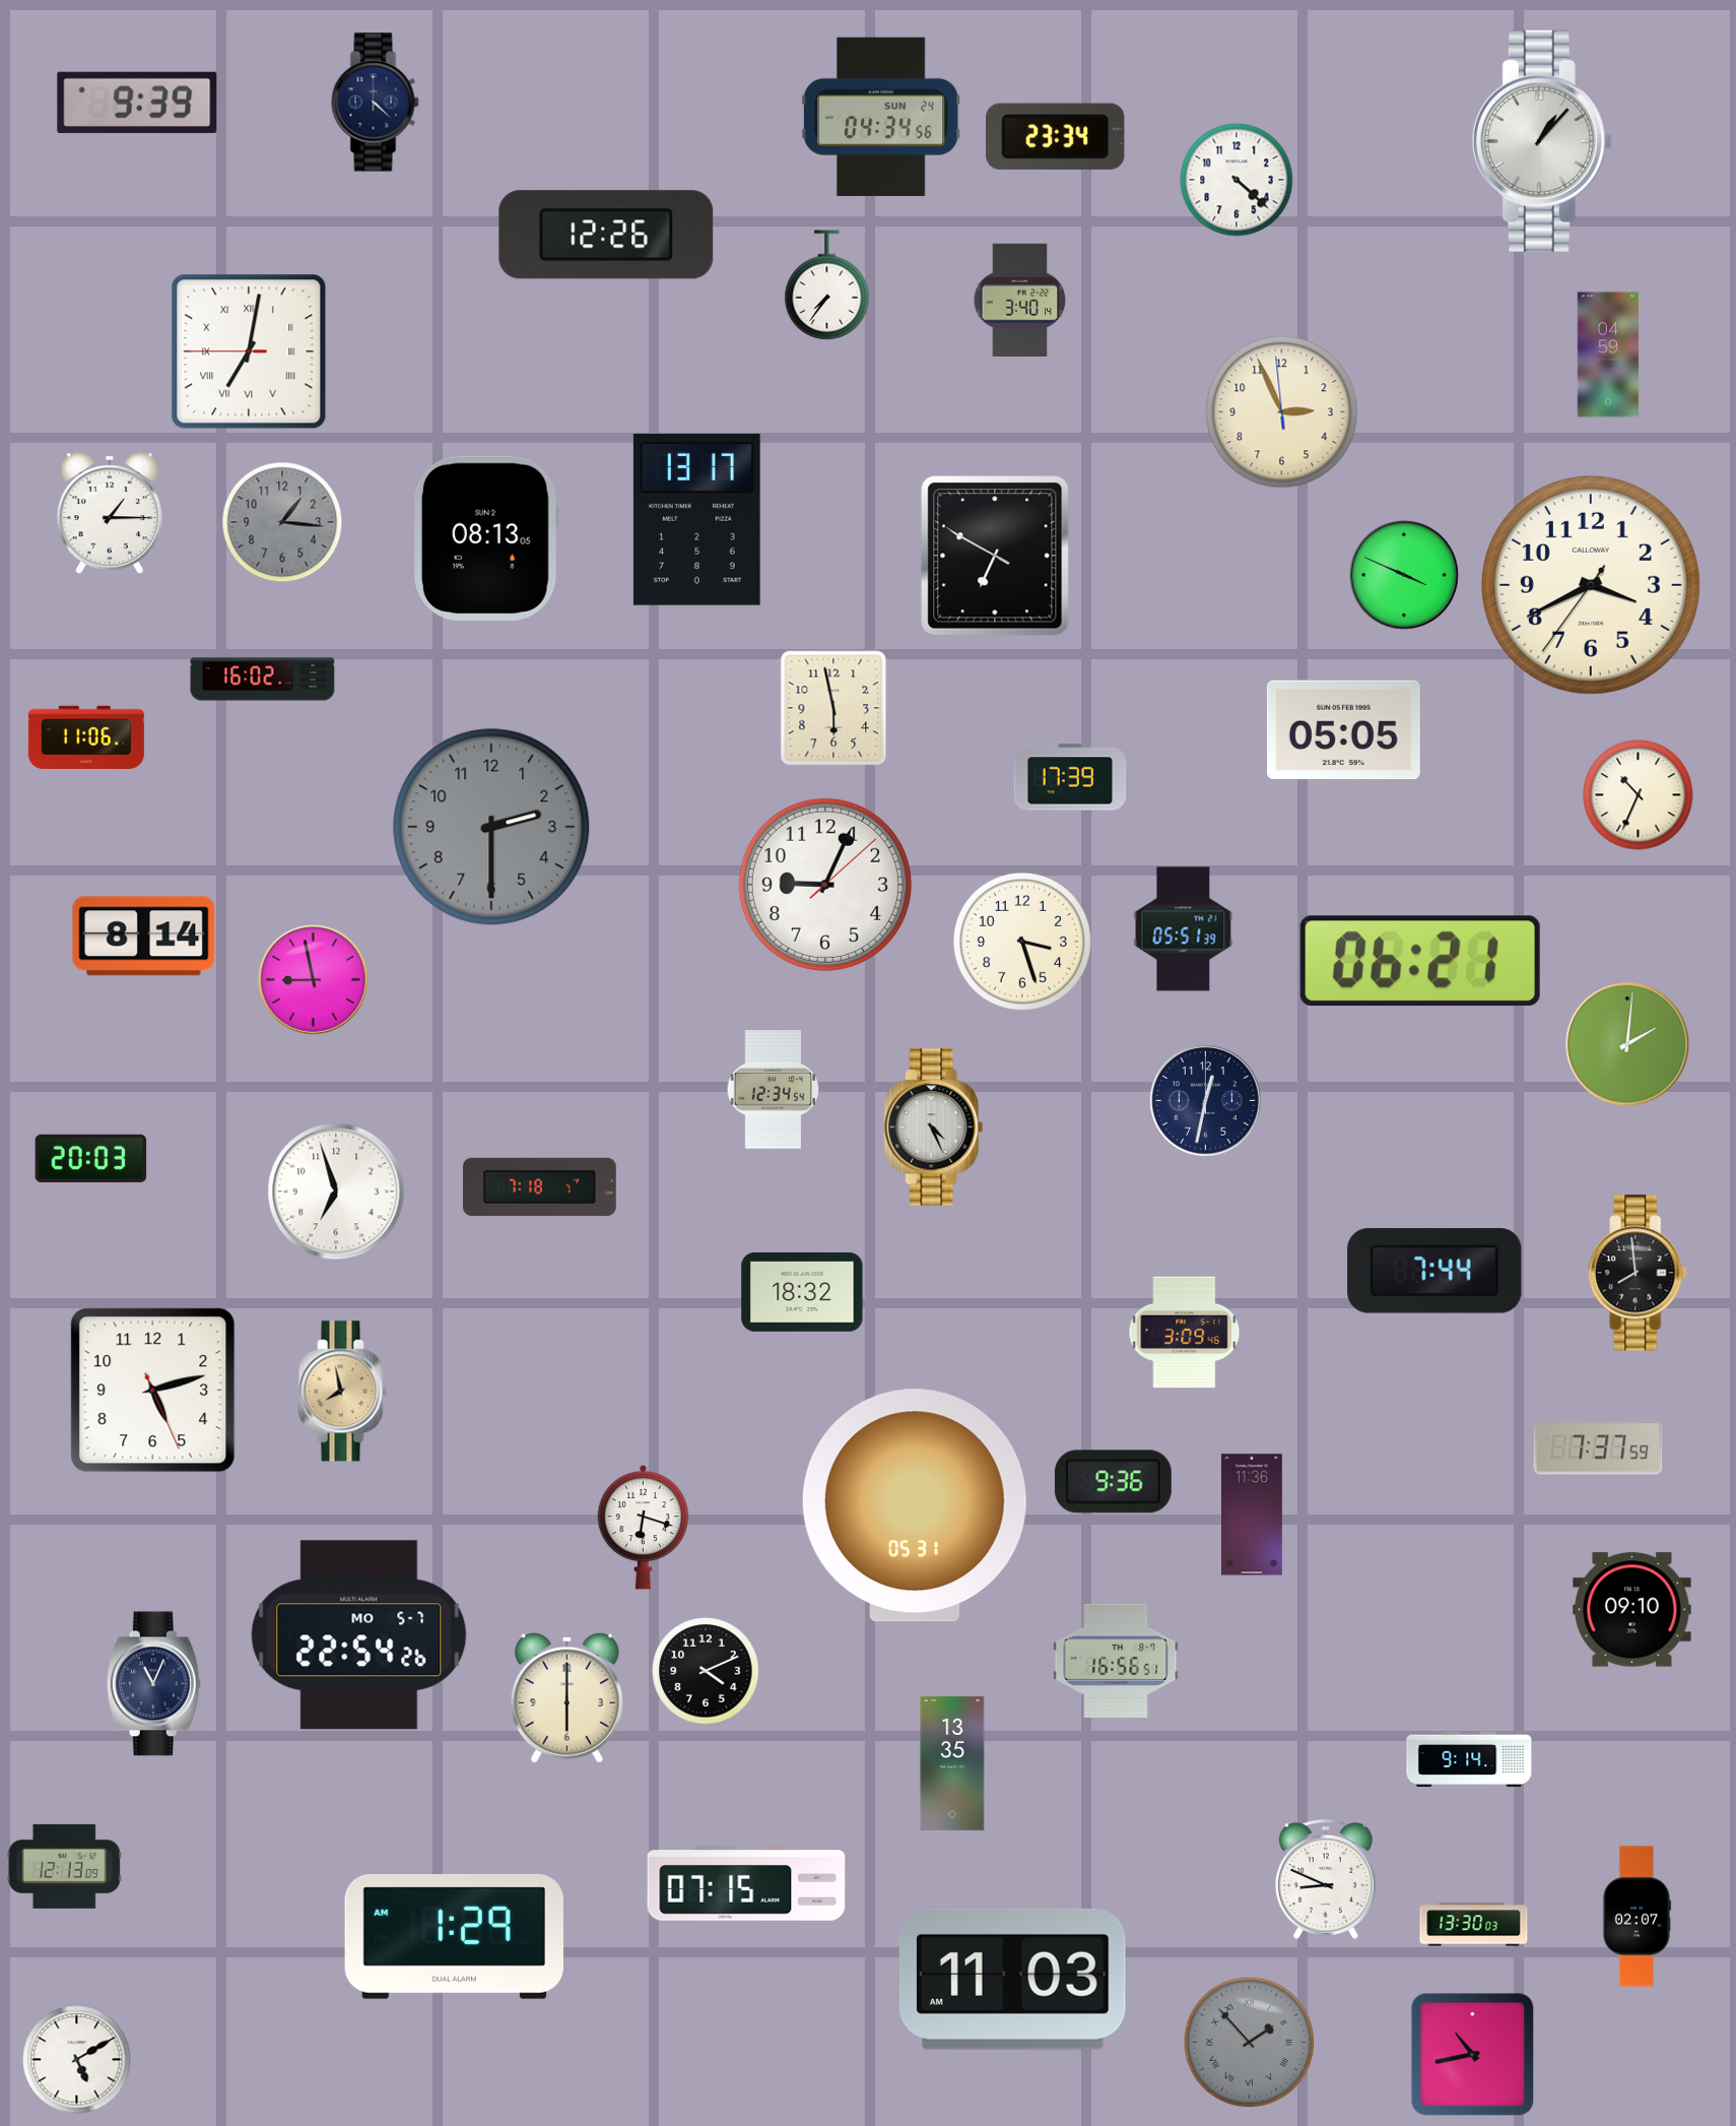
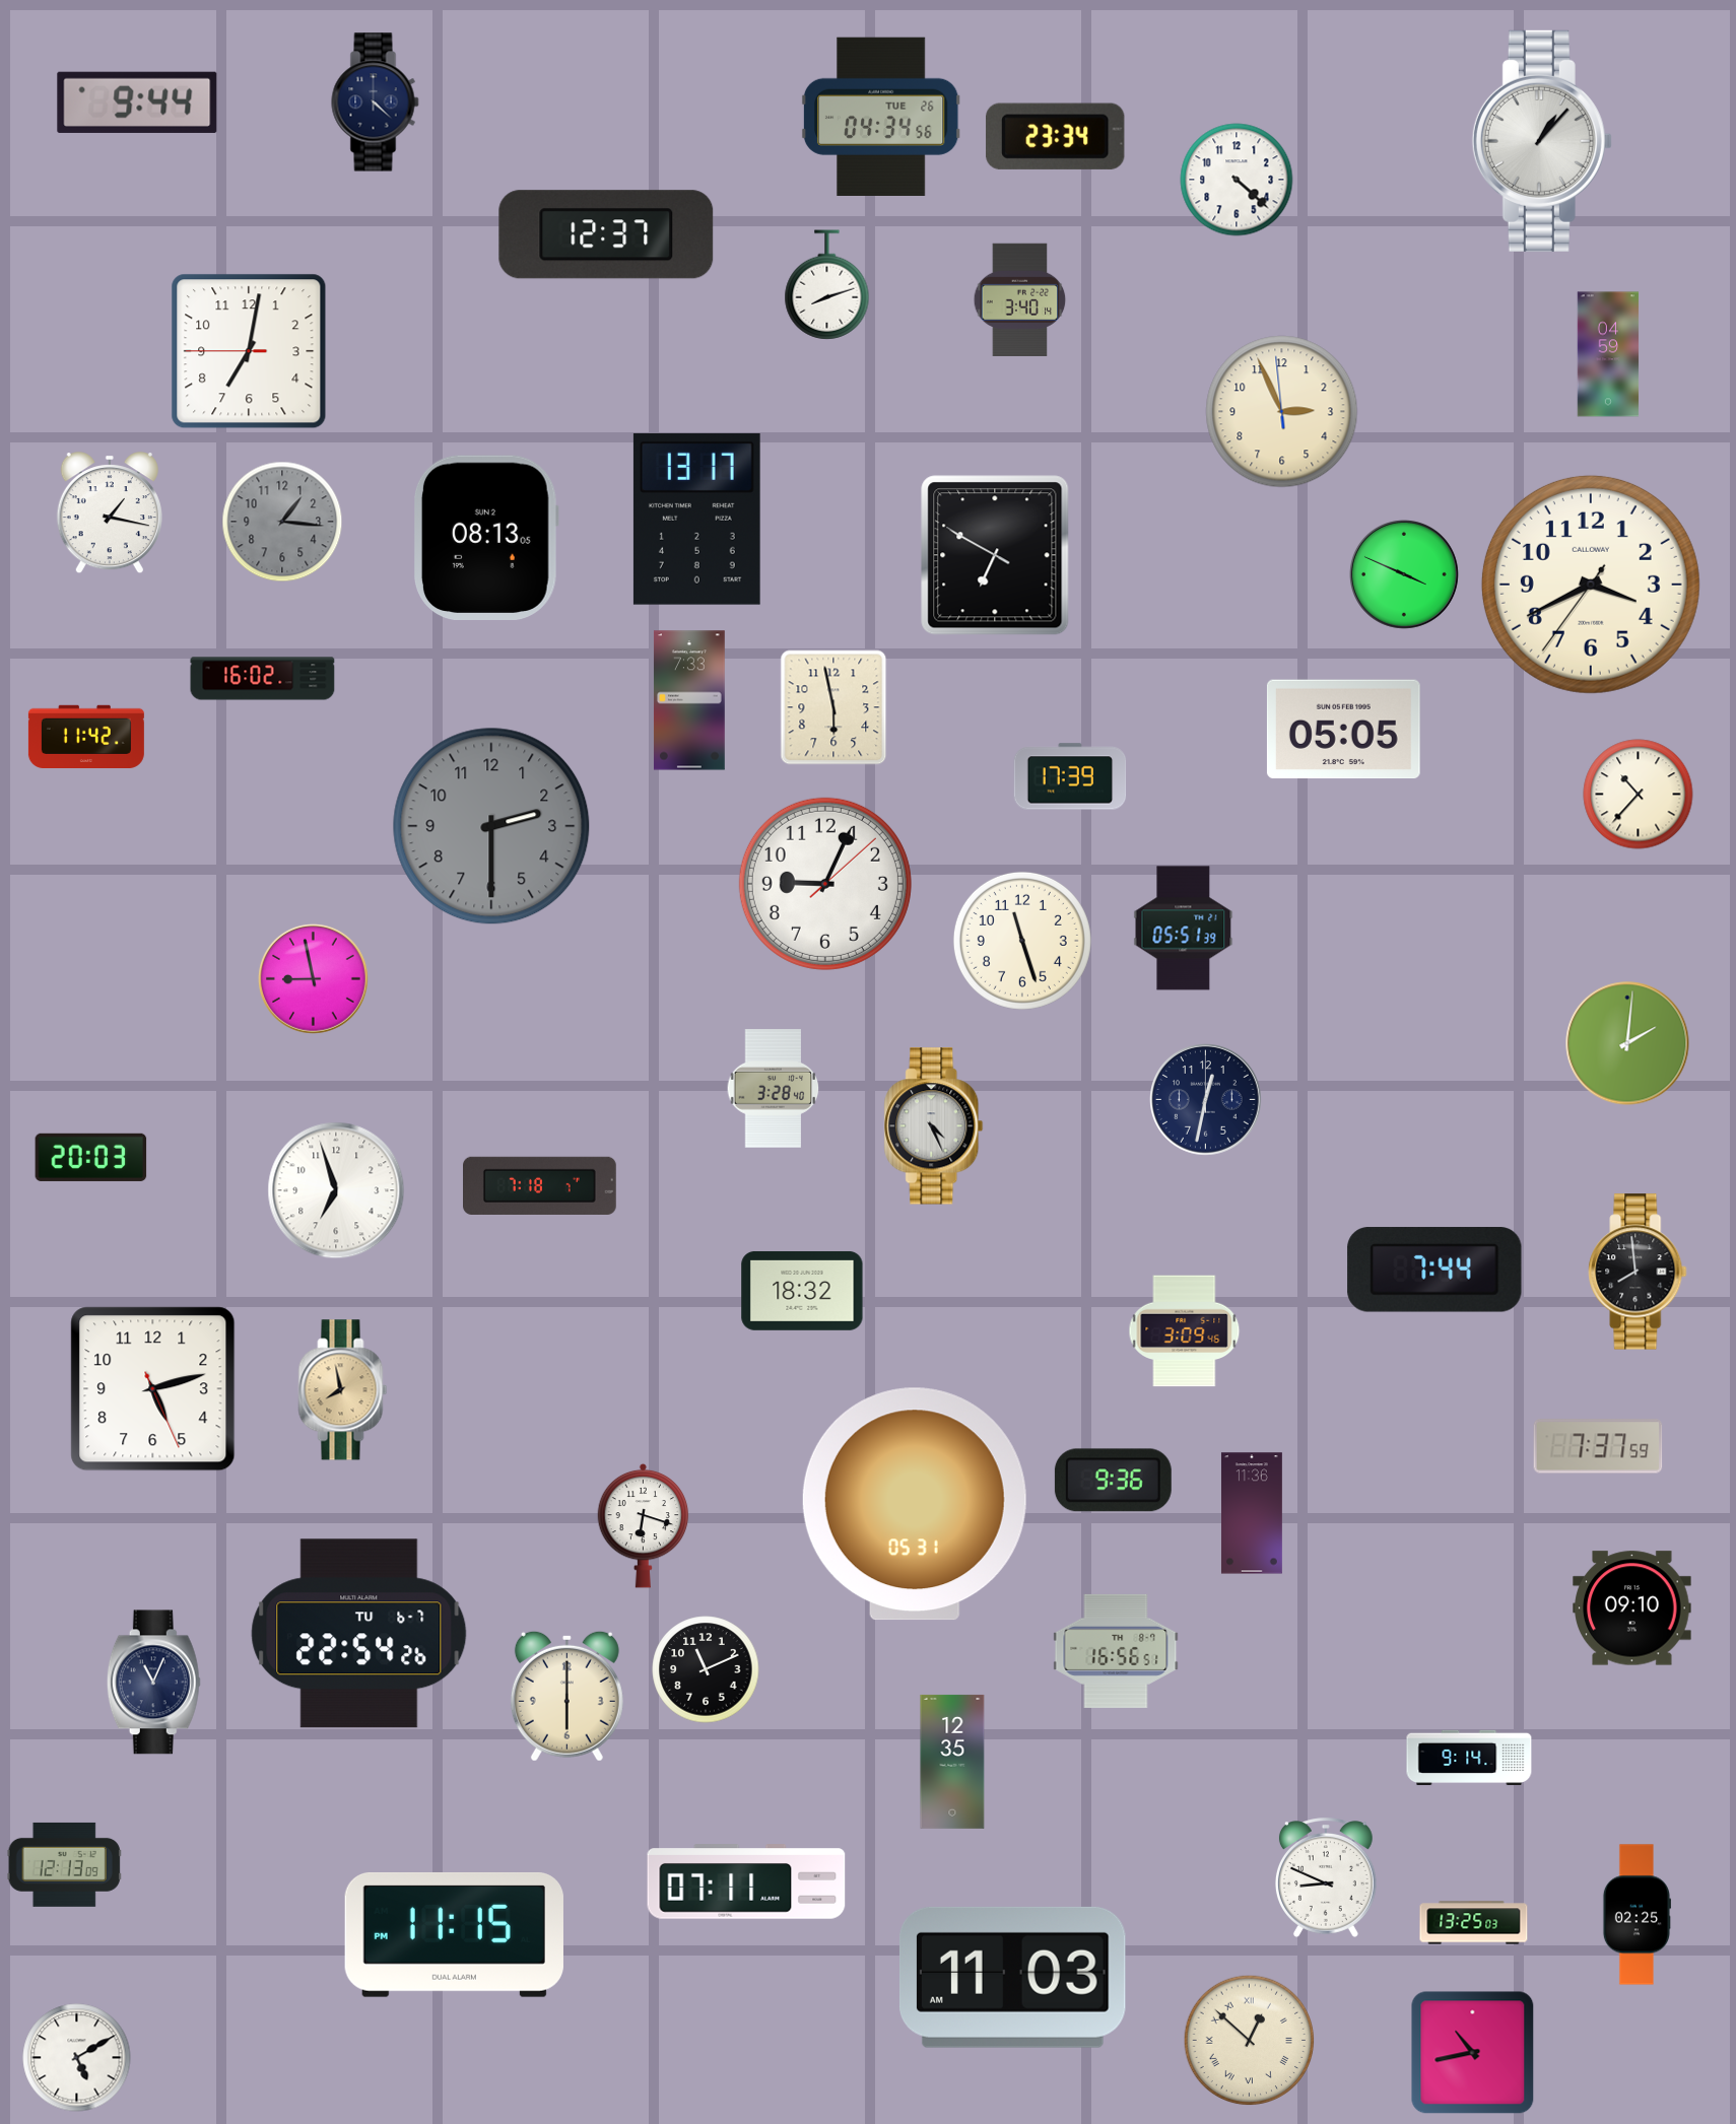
clock at (137, 103): 9:39 -> 9:44
clock at (881, 117) date: SUN 24 -> TUE 26
clock at (606, 235): 12:26 -> 12:37
clock at (827, 285): 7:36 -> 8:12
clock at (249, 351) numerals: Roman -> Arabic
clock at (110, 514): 1:15 -> 1:17
clock at (689, 700): none -> 7:33
clock at (86, 736): 11:06 -> 11:42
clock at (1639, 795): 10:34 -> 10:37
clock at (144, 937): 8:14 -> none
clock at (1022, 942): 3:27 -> 11:27
clock at (1420, 961): 06:21 -> none
clock at (774, 1090): 12:34 -> 3:28
clock at (359, 1635) date: MO 5-7 -> TU 6-7
clock at (1116, 1661) position: (1116, 1661) -> (1116, 1651)
clock at (706, 1671): 4:11 -> 11:11
clock at (952, 1763): 13:35 -> 12:35
clock at (746, 1883): 07:15 -> 07:11
clock at (1637, 1917): 02:07 -> 02:25
clock at (1474, 1925): 13:30 -> 13:25
clock at (454, 1936): 1:29 -> 11:15
clock at (1250, 2043): 1:53 -> 12:52
clock at (1250, 2043) dial: grey -> cream
